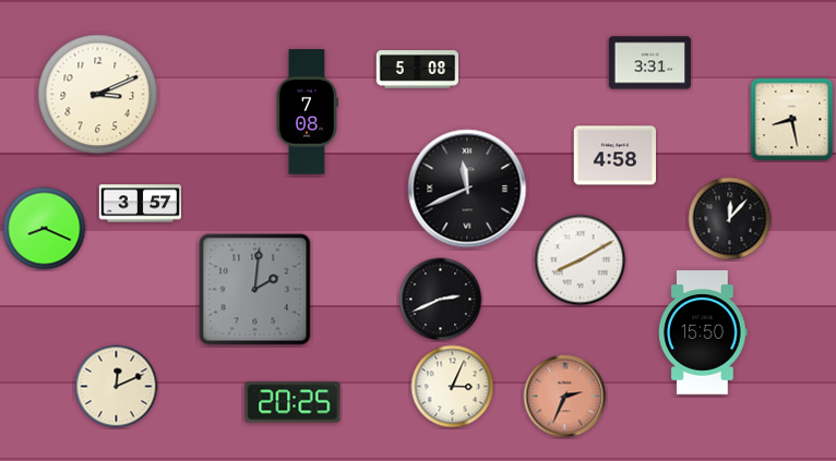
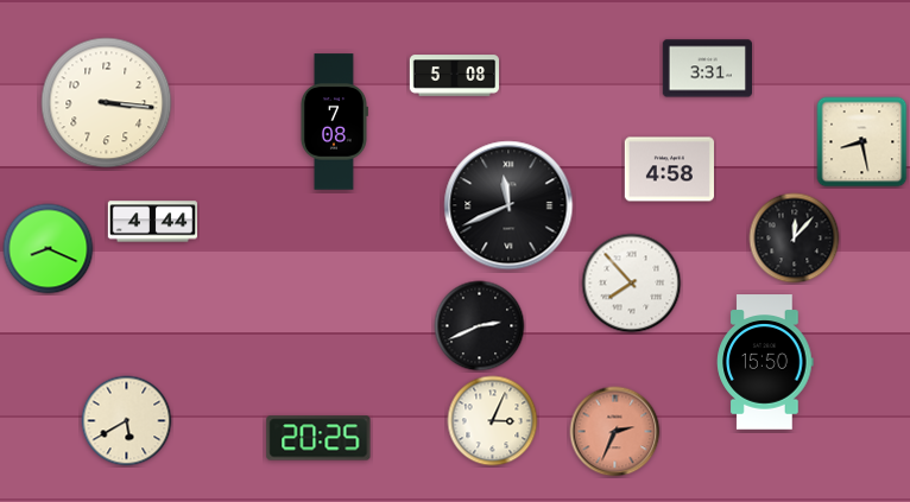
clock at (98, 95): 3:11 -> 3:16
clock at (792, 120) position: (792, 120) -> (862, 142)
clock at (140, 204): 3:57 -> 4:44
clock at (581, 260): 8:10 -> 7:53
clock at (255, 290): 2:01 -> none
clock at (117, 387): 12:11 -> 5:40
